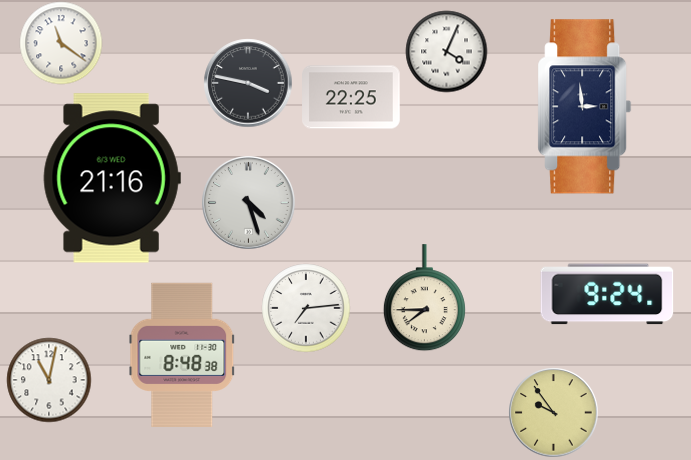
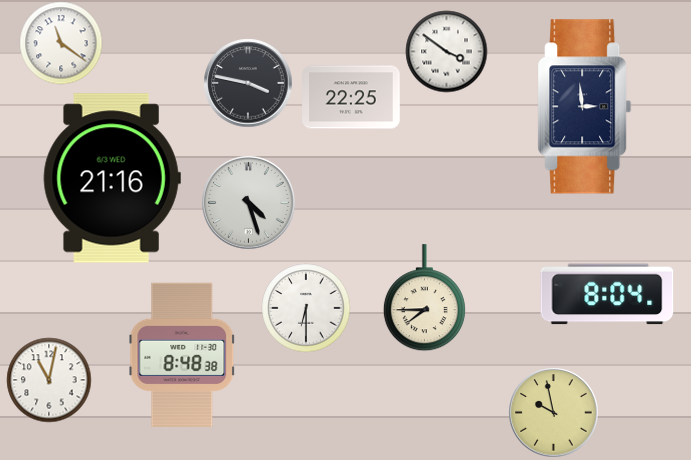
clock at (446, 51): 4:04 -> 3:51
clock at (607, 294): 9:24 -> 8:04
clock at (306, 308): 7:14 -> 6:30
clock at (553, 412): 9:54 -> 9:58
